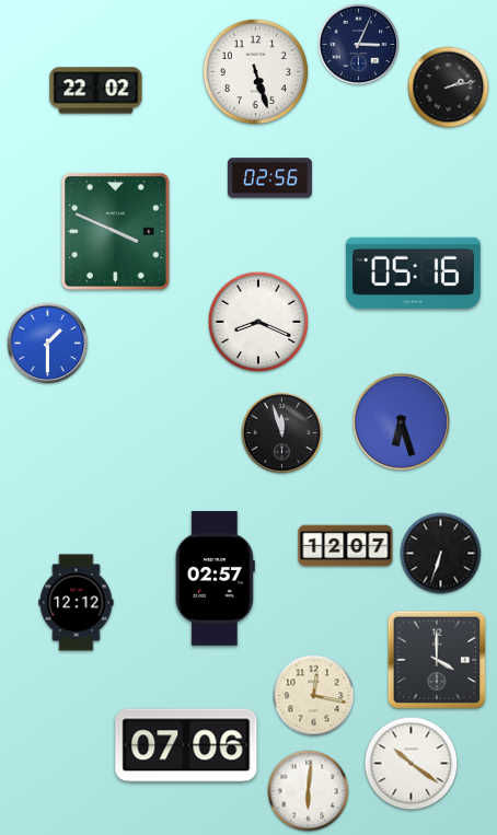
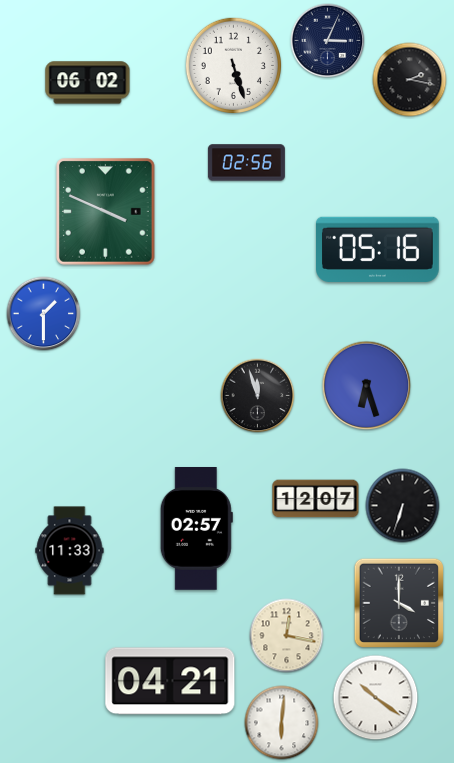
clock at (449, 88): 2:13 -> 2:17
clock at (96, 91): 22:02 -> 06:02
clock at (258, 322): 8:19 -> none
clock at (77, 603): 12:12 -> 11:33
clock at (186, 745): 07:06 -> 04:21
